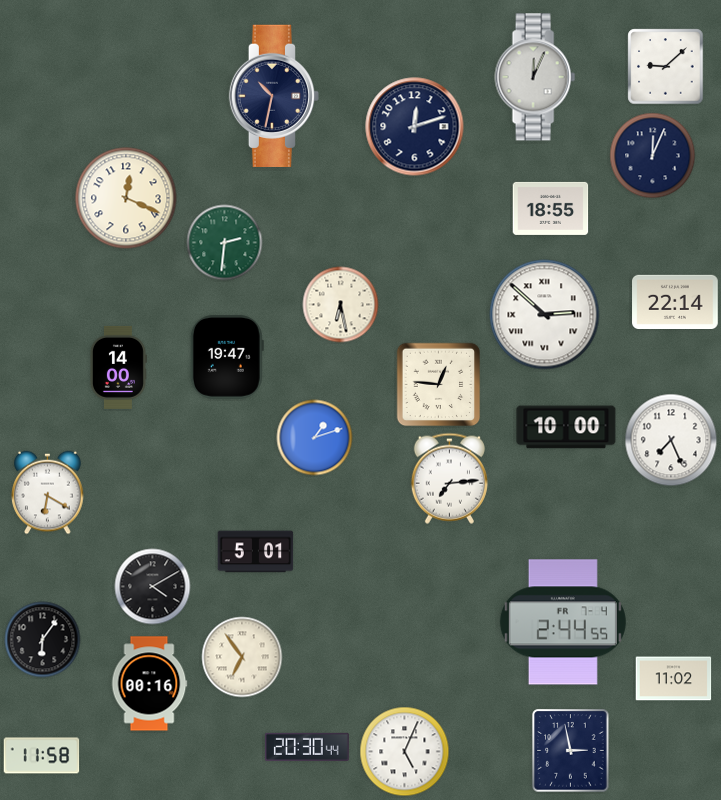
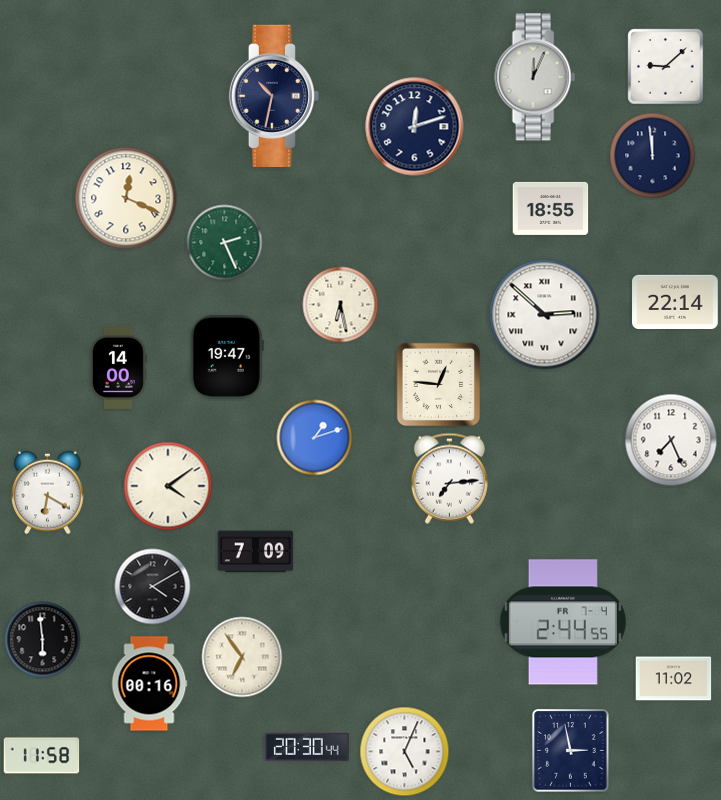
clock at (653, 156): 12:04 -> 11:59
clock at (225, 243): 2:31 -> 2:26
clock at (566, 427): 10:00 -> none
clock at (168, 486): none -> 4:09
clock at (256, 552): 5:01 -> 7:09
clock at (43, 640): 6:06 -> 5:59
